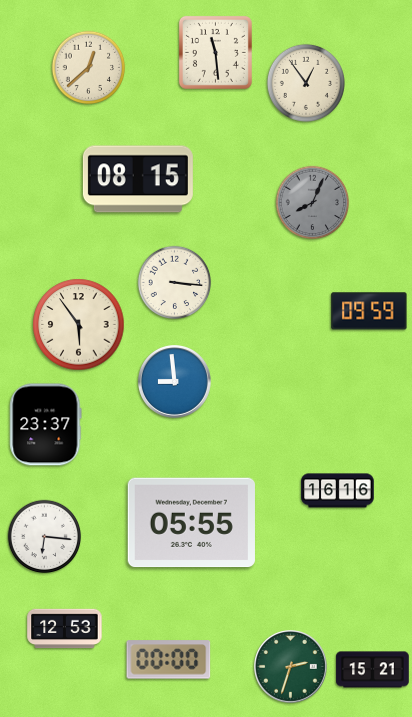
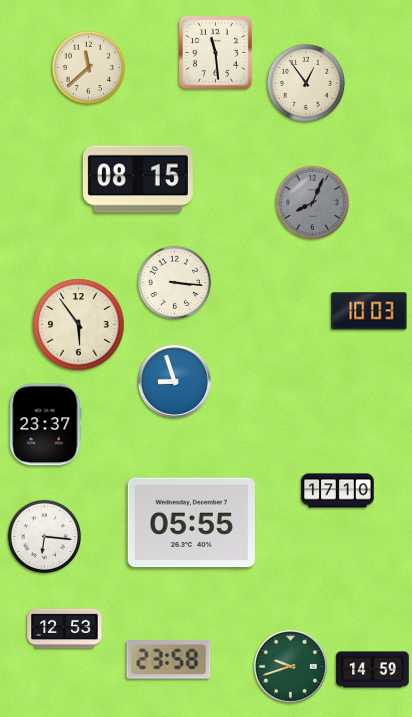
clock at (89, 68): 12:38 -> 11:38
clock at (369, 311): 09:59 -> 10:03
clock at (175, 382): 8:59 -> 8:57
clock at (338, 491): 16:16 -> 17:10
clock at (169, 660): 00:00 -> 23:58
clock at (291, 667): 2:33 -> 9:42
clock at (373, 670): 15:21 -> 14:59
